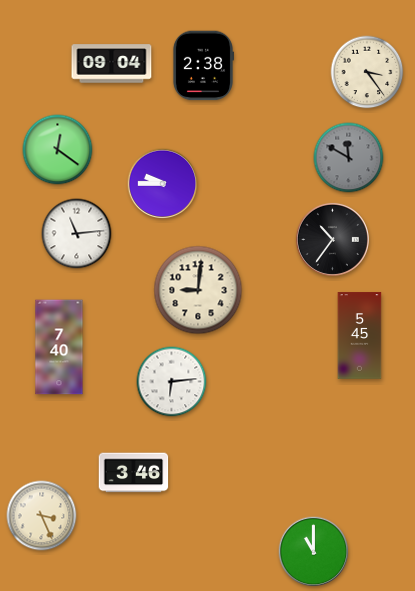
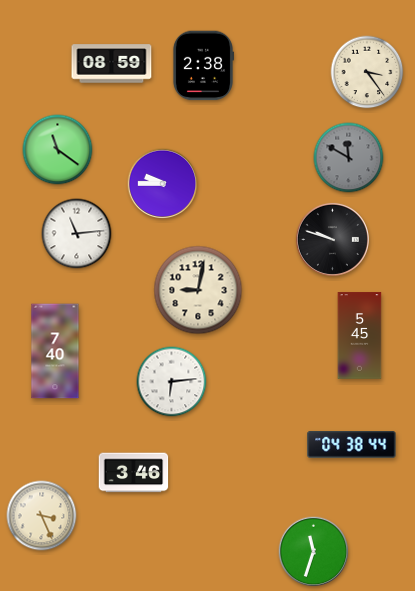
clock at (112, 64): 09:04 -> 08:59
clock at (58, 150): 12:21 -> 11:21
clock at (332, 239): 10:36 -> 9:48
clock at (198, 290): 9:01 -> 9:02
clock at (59, 347) position: (59, 347) -> (55, 351)
clock at (352, 445): none -> 04:38
clock at (314, 552): 11:00 -> 11:33
